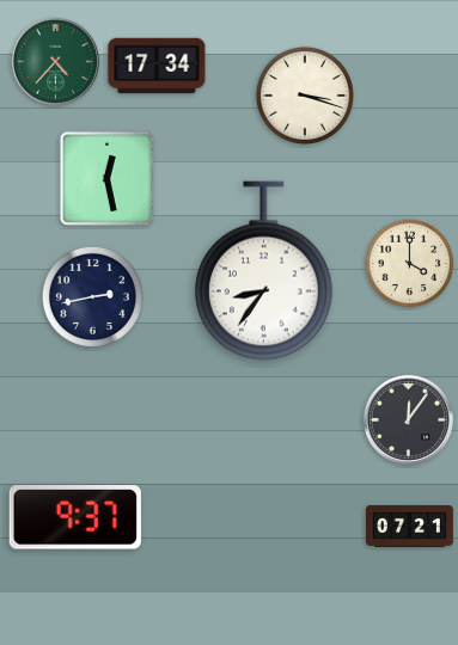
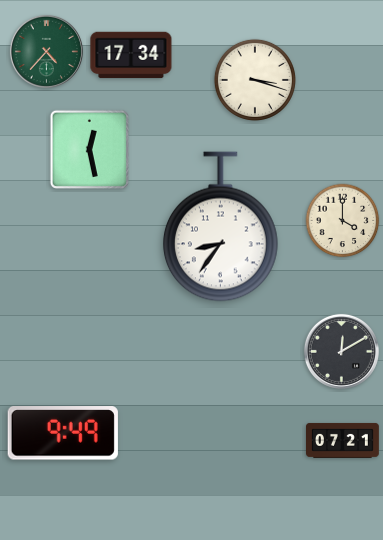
clock at (92, 296): 2:43 -> none
clock at (408, 419): 12:06 -> 12:10
clock at (75, 517): 9:37 -> 9:49
